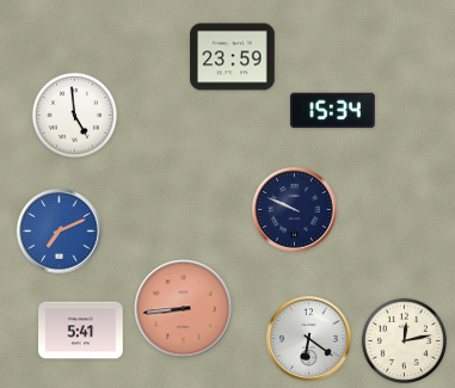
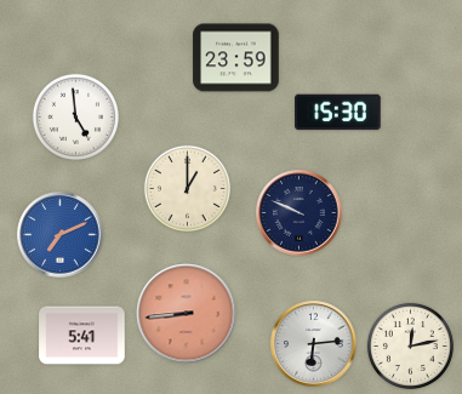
clock at (333, 111): 15:34 -> 15:30
clock at (187, 188): none -> 1:00
clock at (309, 339): 6:21 -> 6:14
